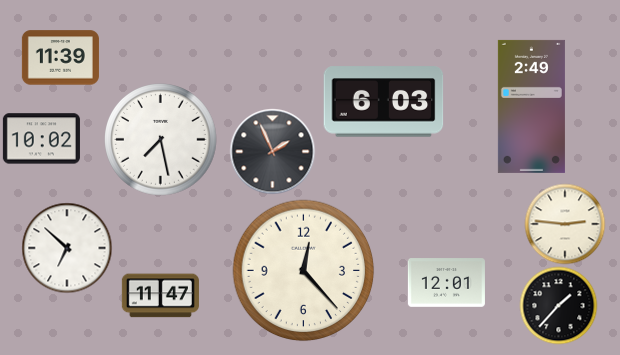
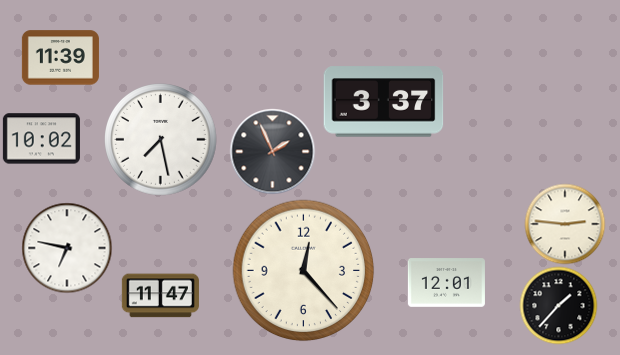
clock at (384, 102): 6:03 -> 3:37
clock at (531, 106): 2:49 -> none
clock at (67, 248): 6:52 -> 6:47
